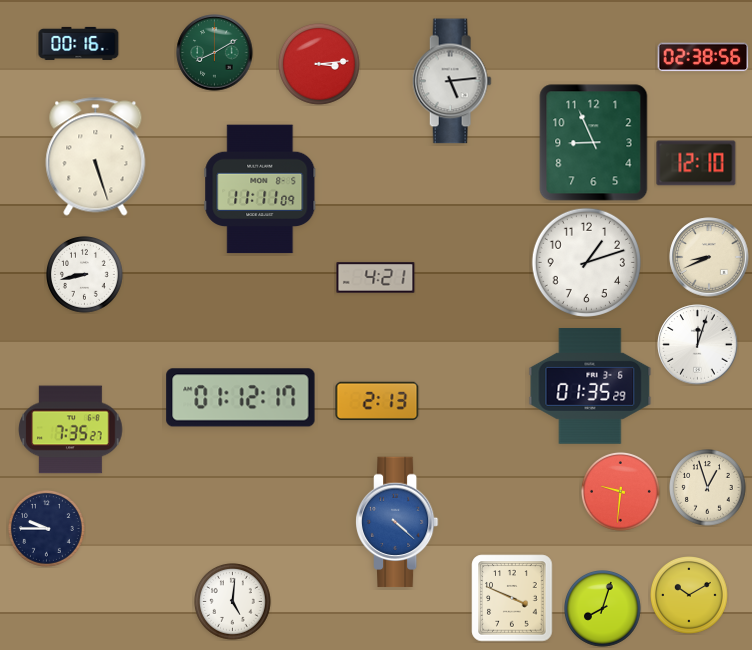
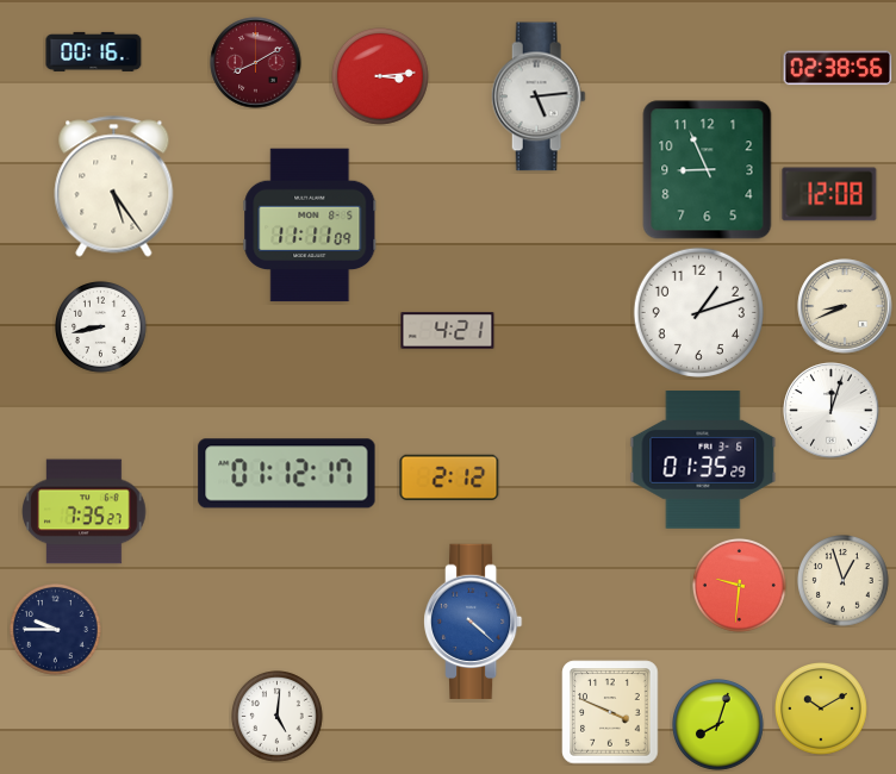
clock at (215, 53) dial: green -> burgundy
clock at (96, 157): 5:27 -> 5:24
clock at (696, 163): 12:10 -> 12:08
clock at (377, 401): 2:13 -> 2:12
